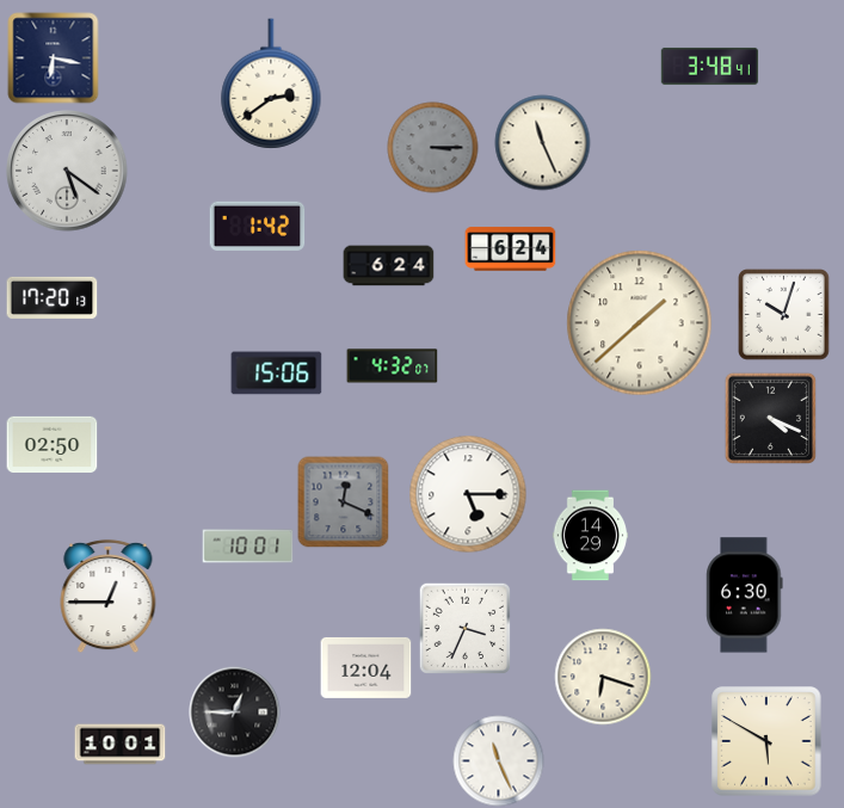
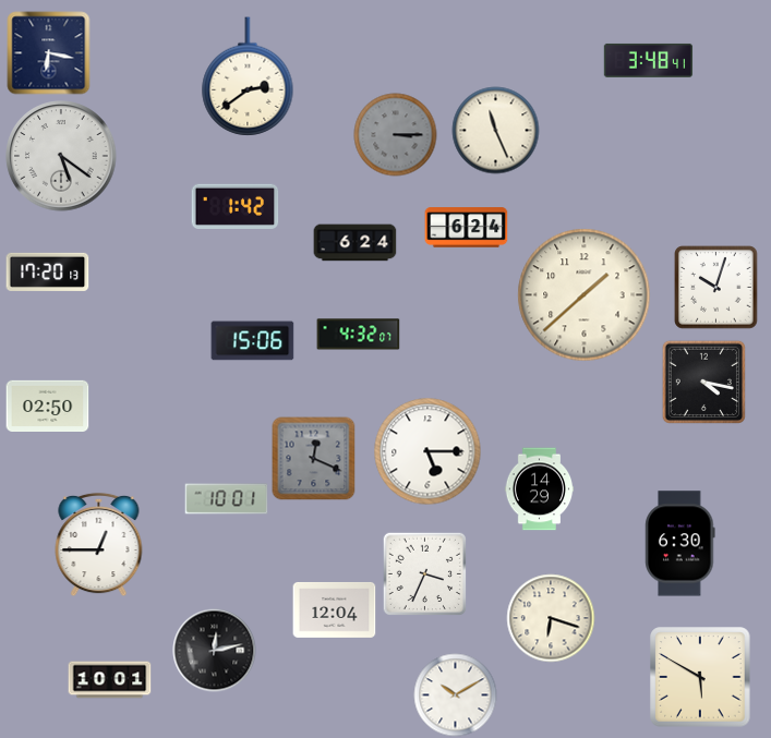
clock at (770, 418): 4:19 -> 4:17
clock at (235, 713): 12:45 -> 12:13
clock at (499, 761): 11:26 -> 10:10
